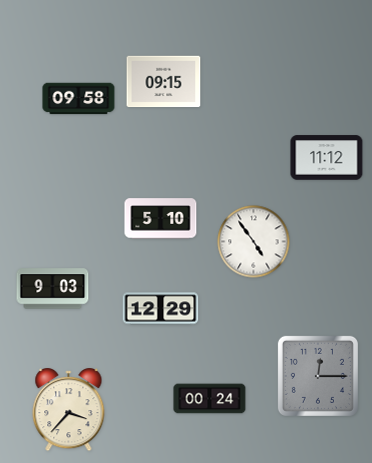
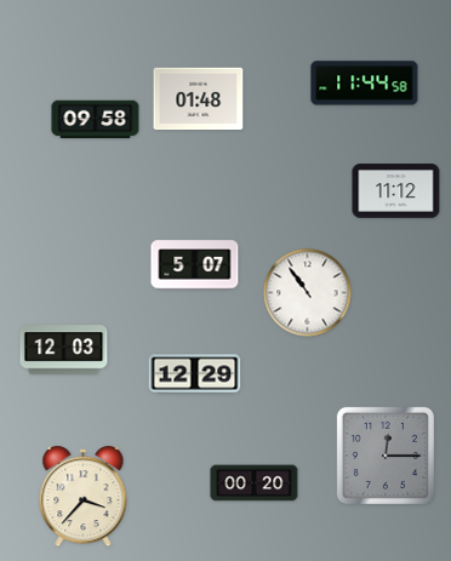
clock at (365, 84): none -> 11:44
clock at (164, 82): 09:15 -> 01:48
clock at (161, 219): 5:10 -> 5:07
clock at (254, 242): 4:54 -> 10:54
clock at (53, 289): 9:03 -> 12:03
clock at (210, 399): 00:24 -> 00:20
